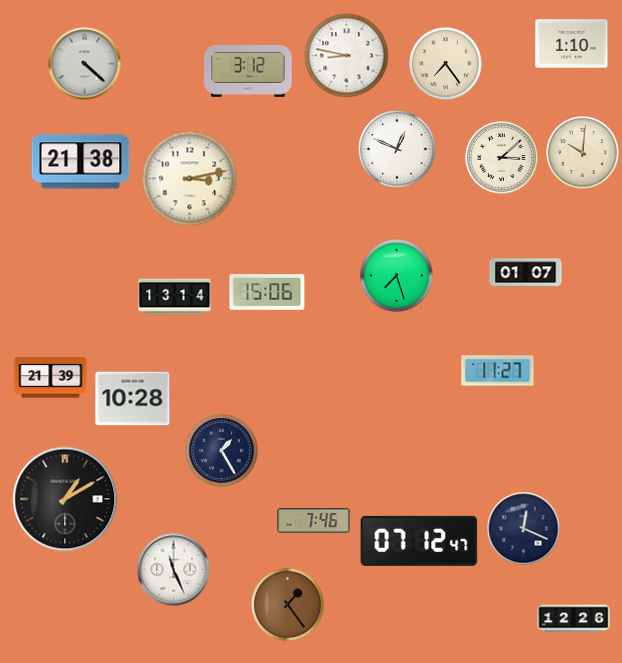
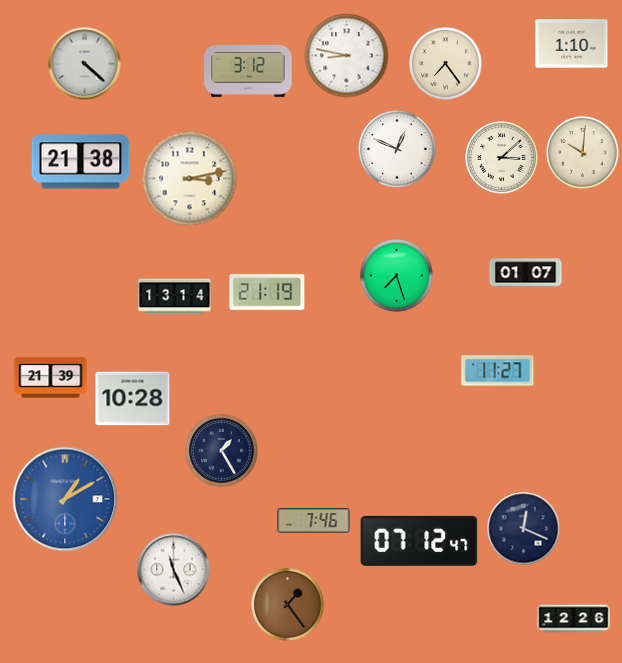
clock at (267, 293): 15:06 -> 21:19
clock at (65, 499) dial: black -> blue
